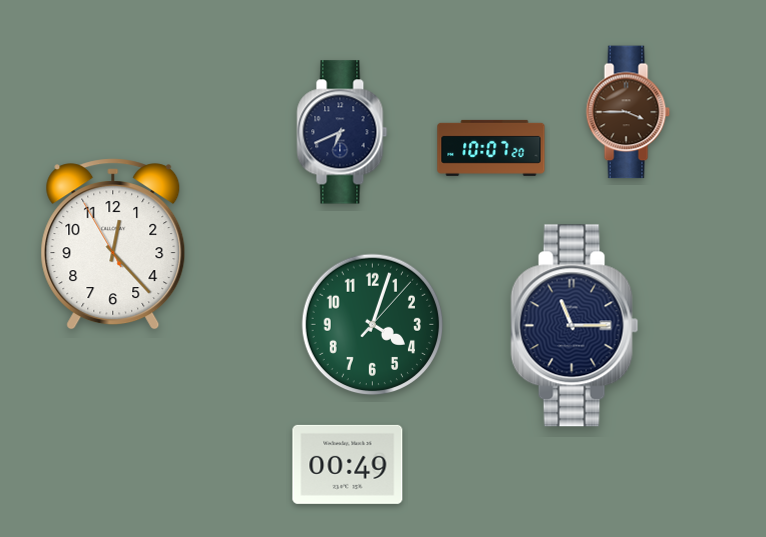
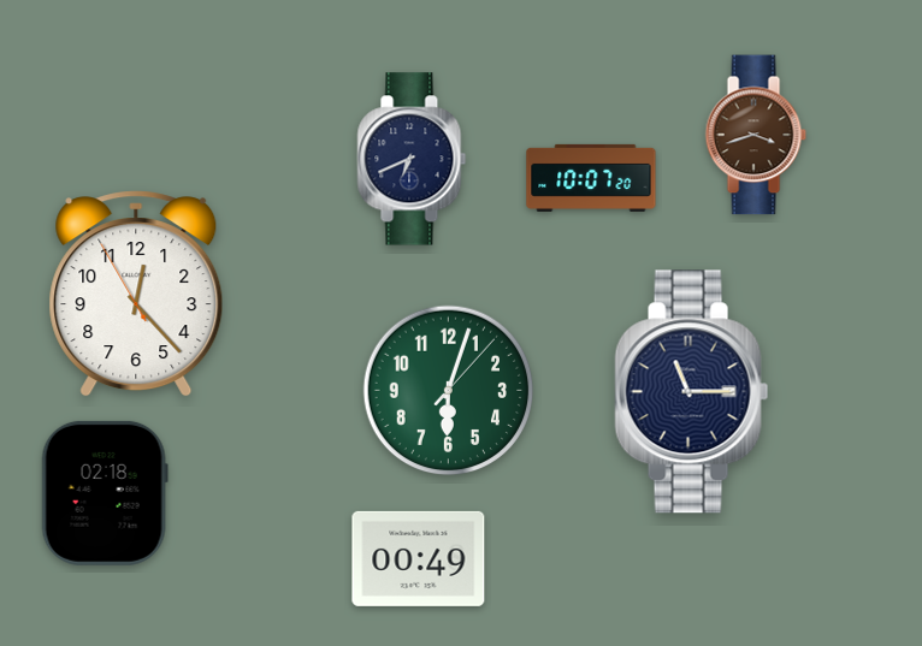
clock at (628, 112): 3:45 -> 3:42
clock at (373, 325): 4:03 -> 6:03
clock at (105, 493): none -> 02:18
